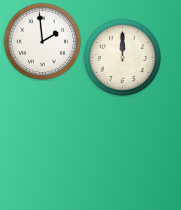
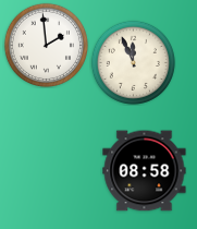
clock at (122, 57): 12:00 -> 11:56
clock at (145, 171): none -> 08:58
